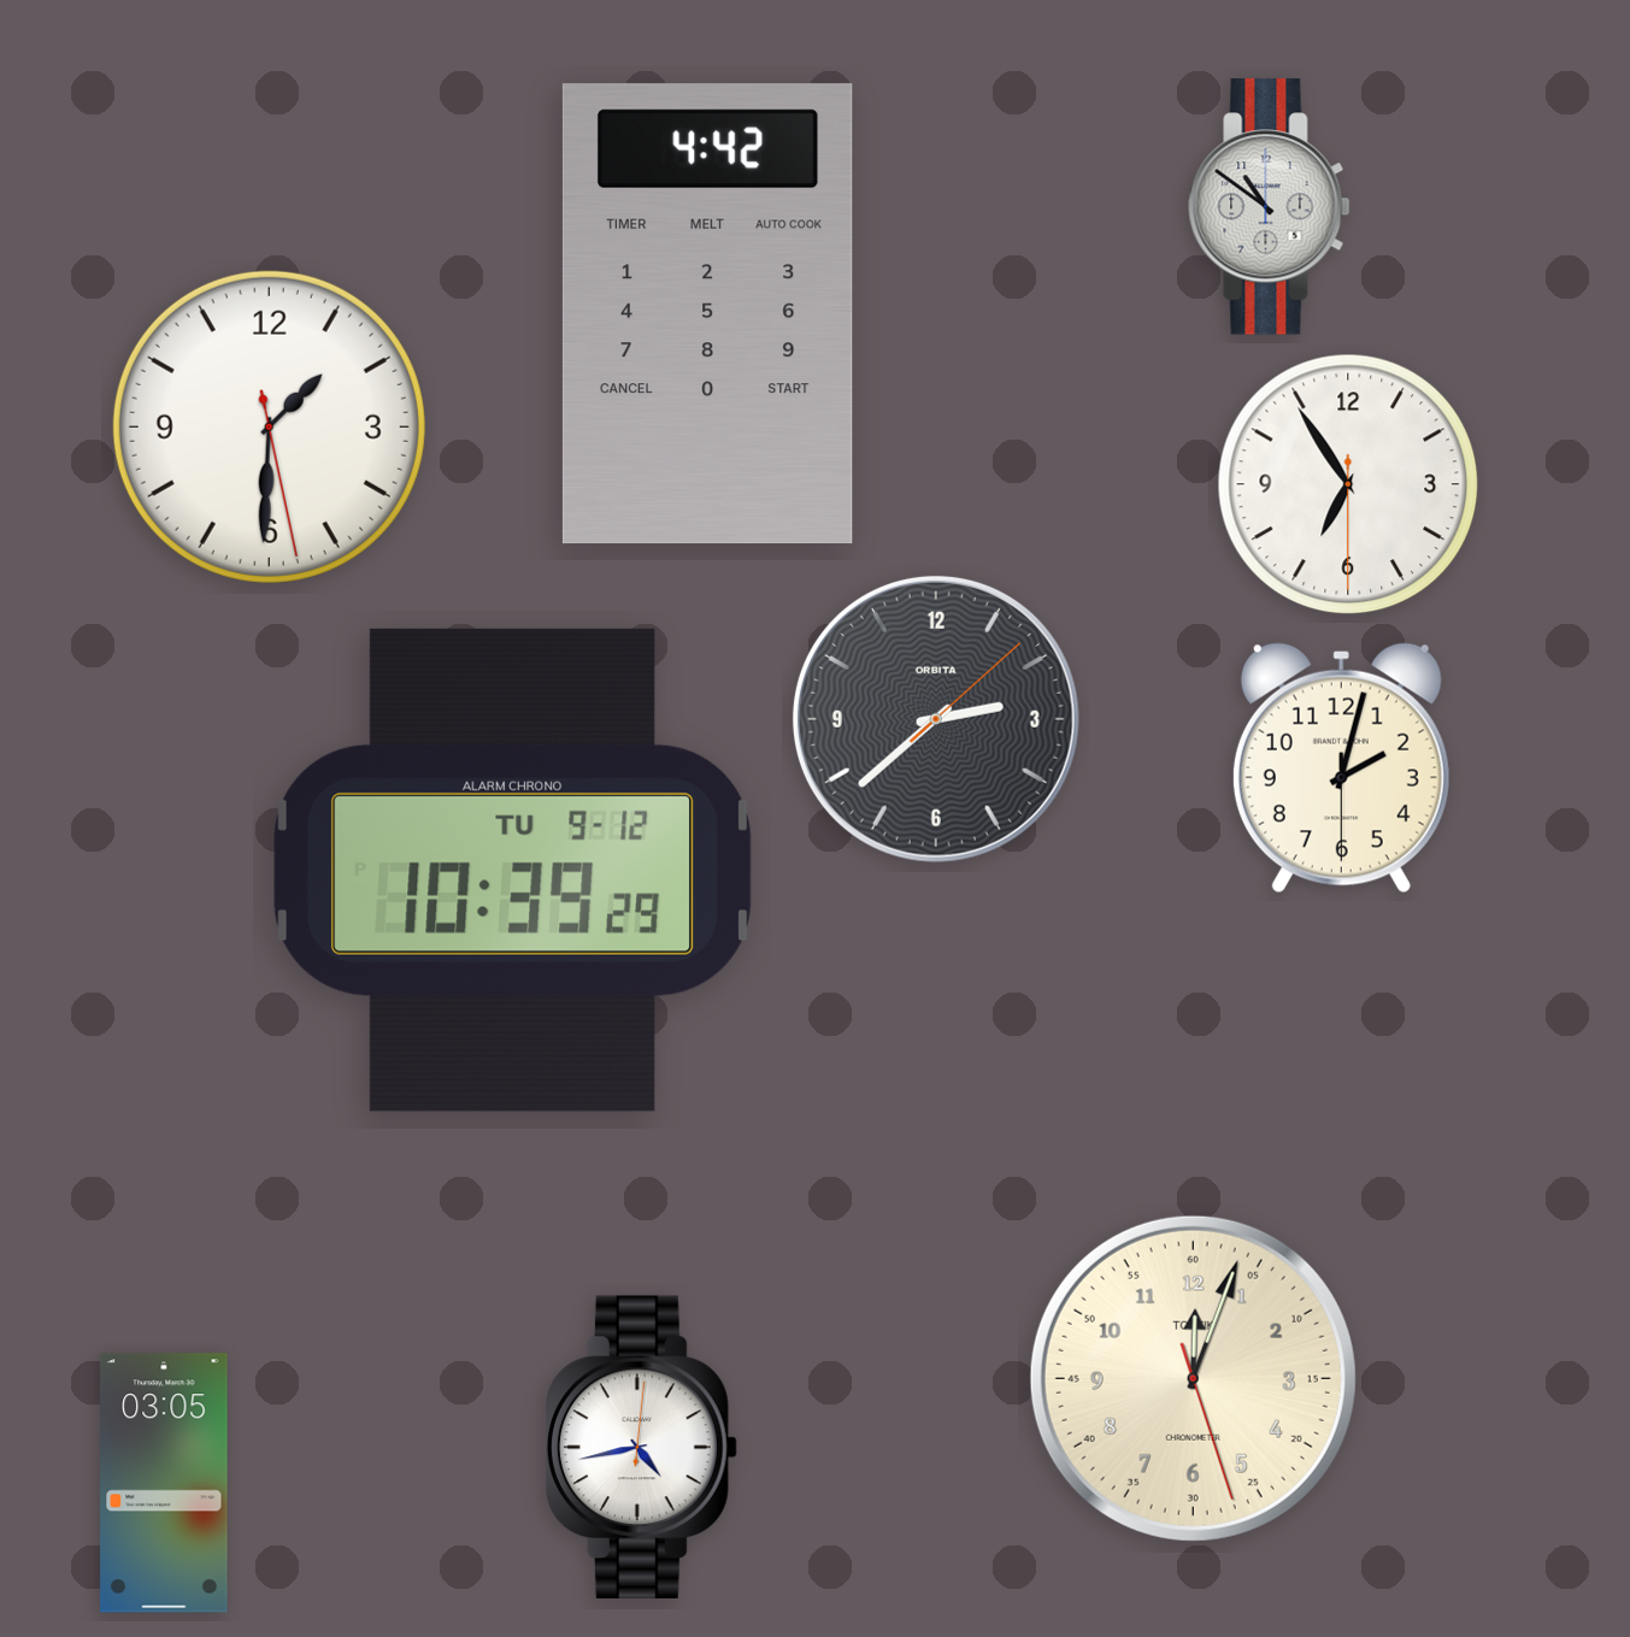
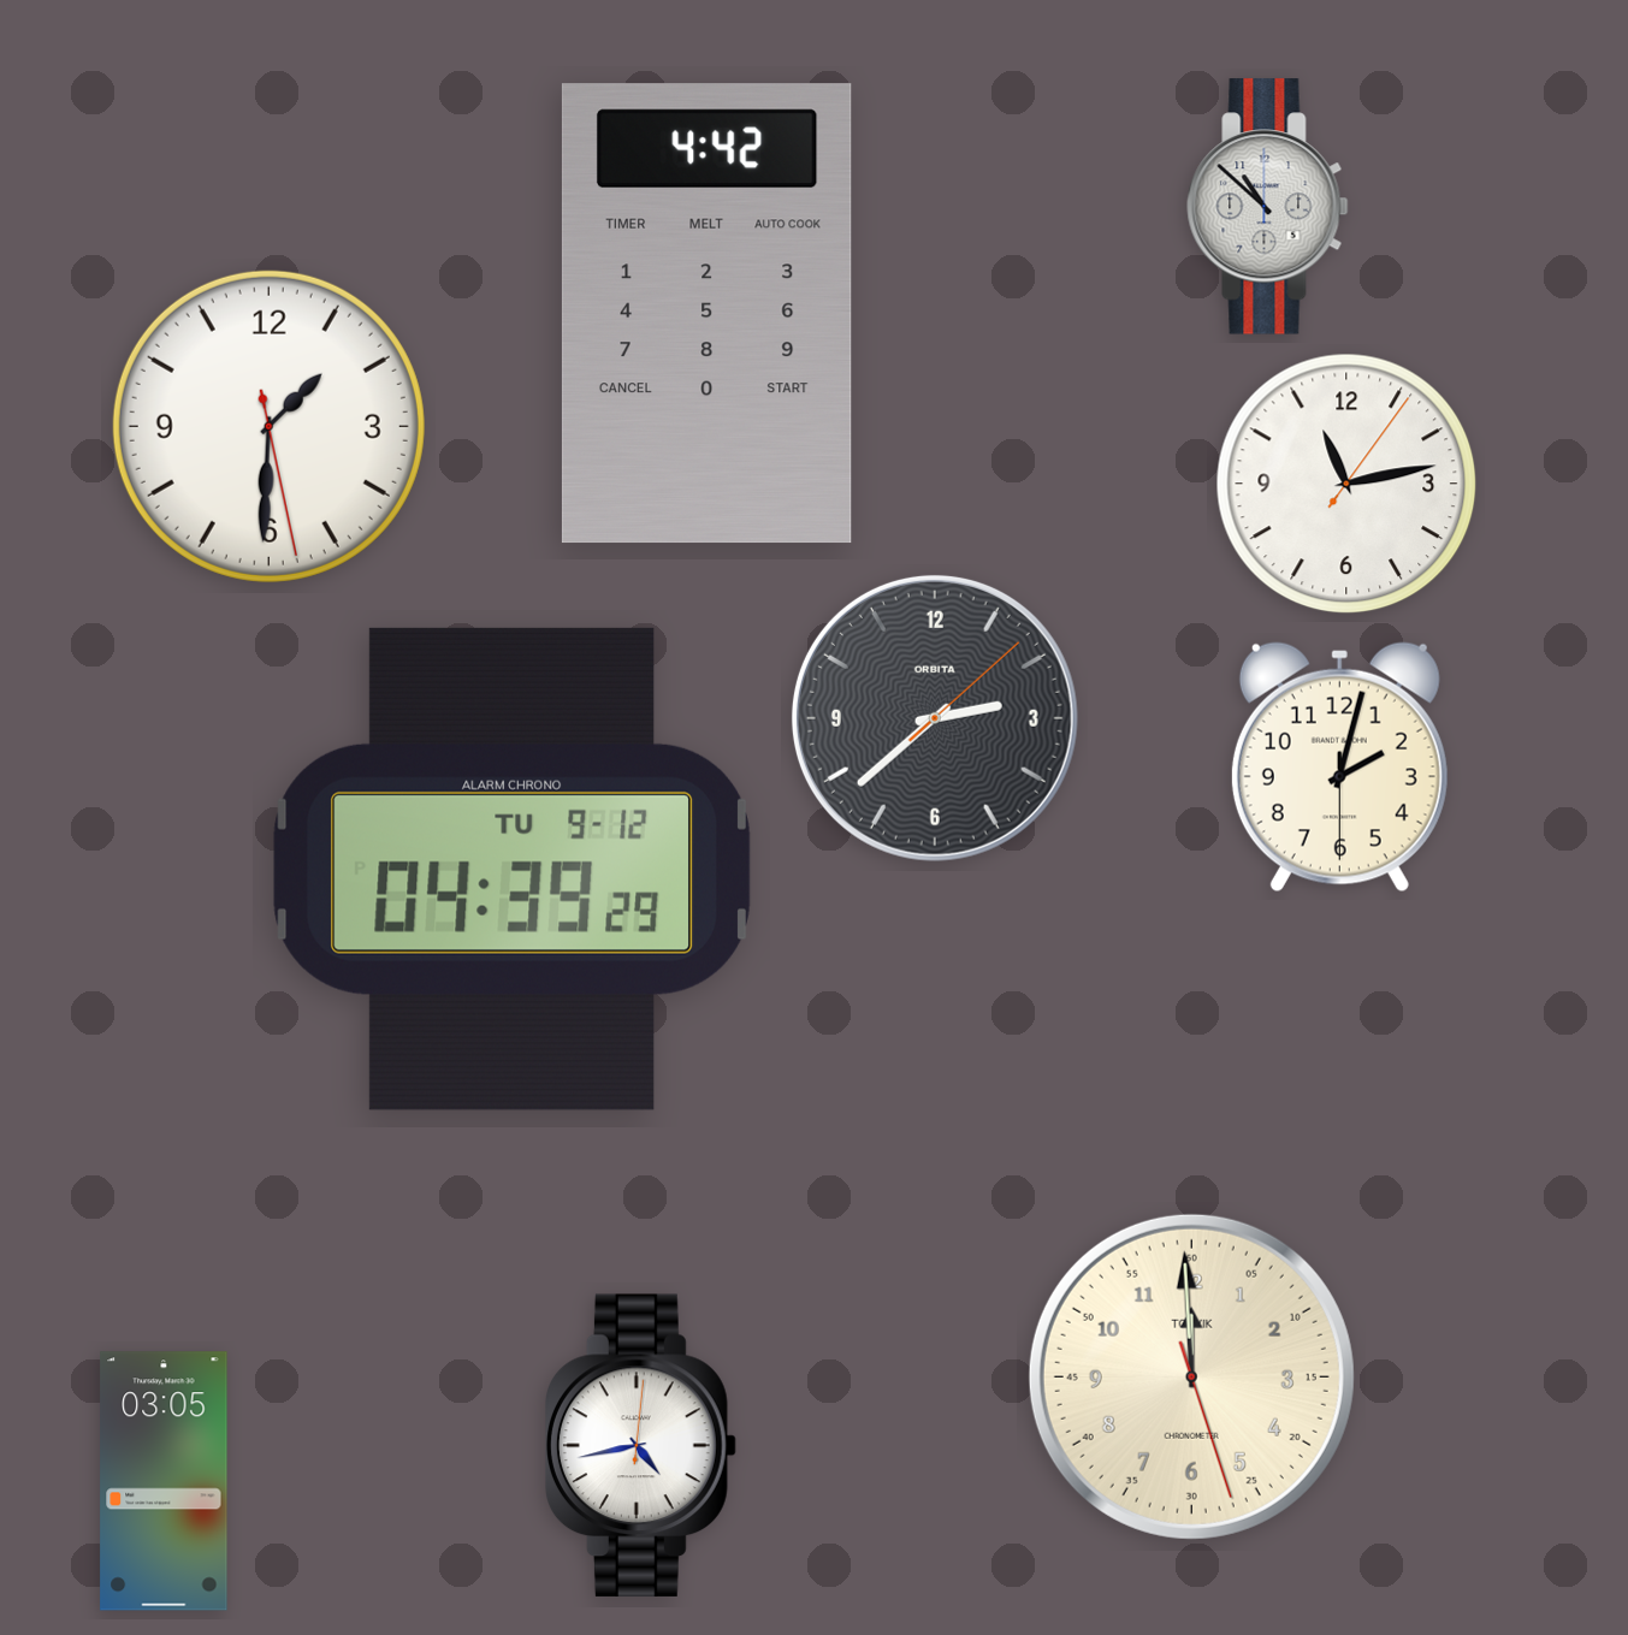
clock at (1270, 207): 10:51 -> 10:52
clock at (1348, 484): 6:54 -> 11:13
clock at (512, 870): 10:39 -> 04:39
clock at (1193, 1378): 12:03 -> 11:59
